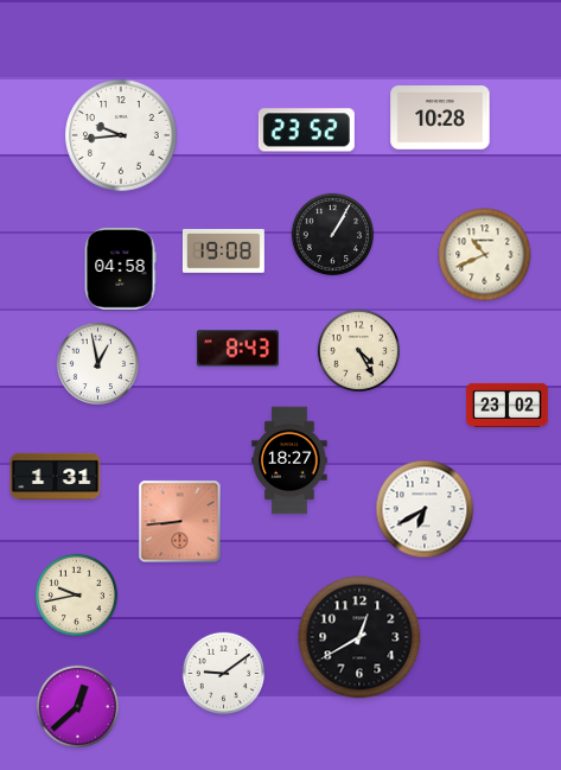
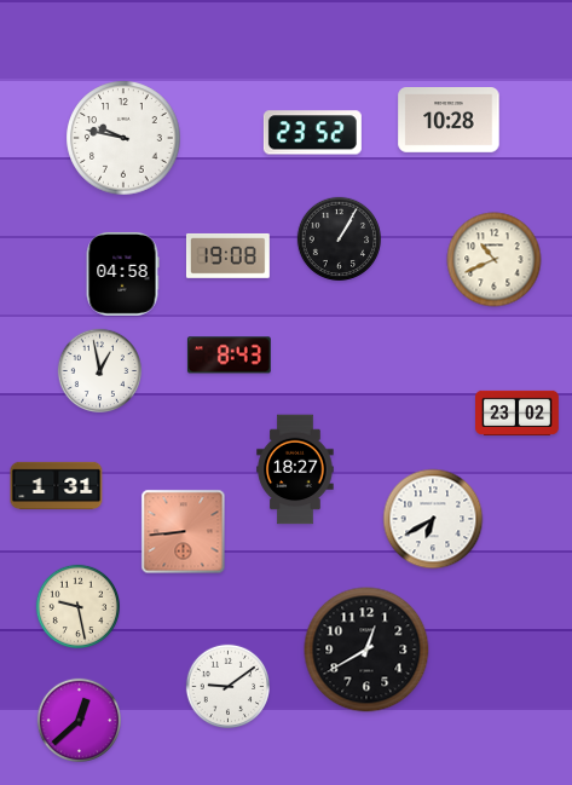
clock at (121, 135): 9:44 -> 9:47
clock at (237, 349) position: (237, 349) -> (229, 356)
clock at (358, 351): 4:25 -> none
clock at (76, 596): 9:43 -> 9:28
